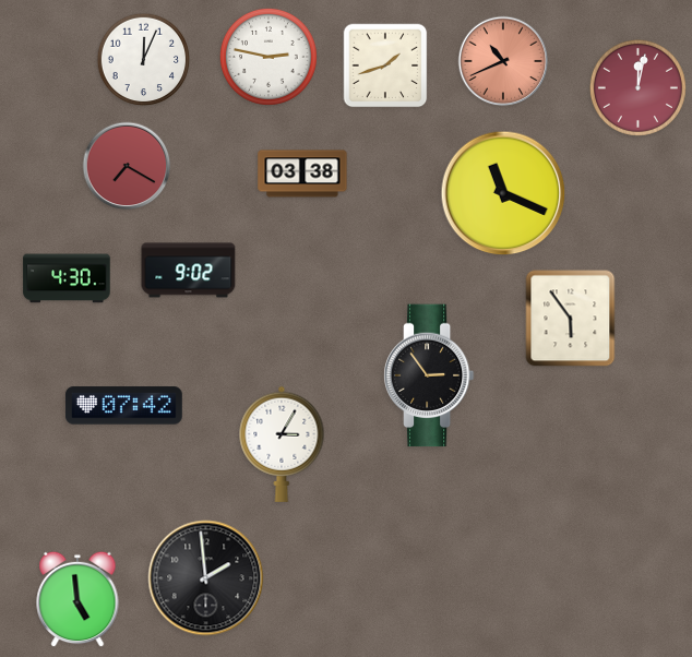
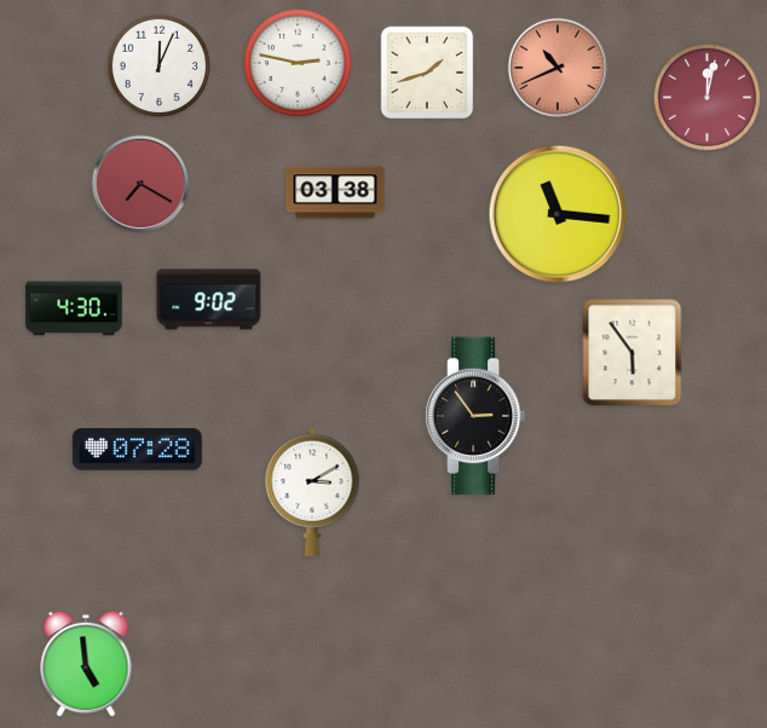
clock at (503, 193): 11:19 -> 11:16
clock at (123, 406): 07:42 -> 07:28
clock at (282, 444): 3:05 -> 3:10
clock at (206, 578): 1:59 -> none
